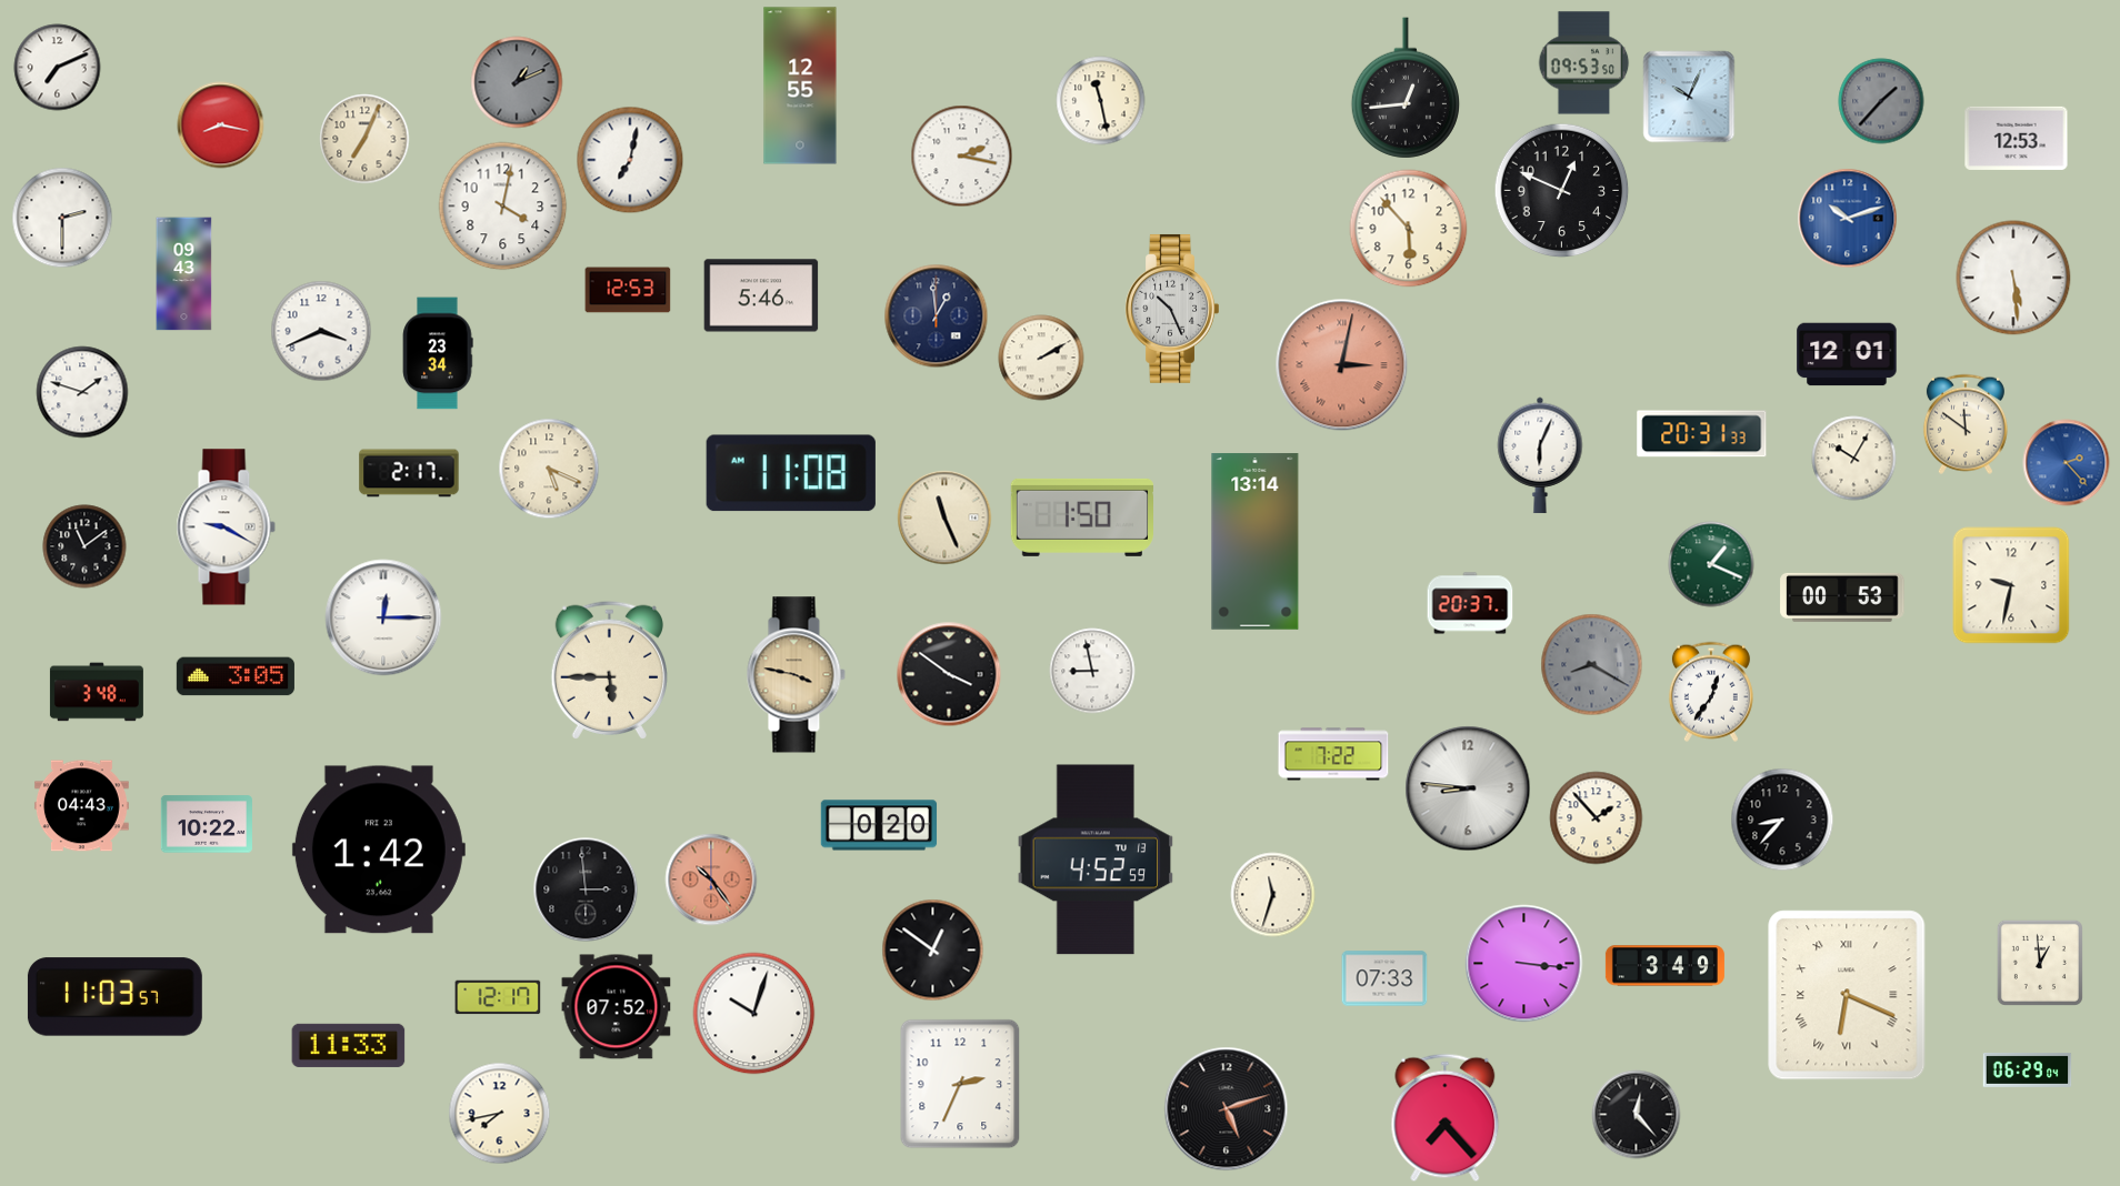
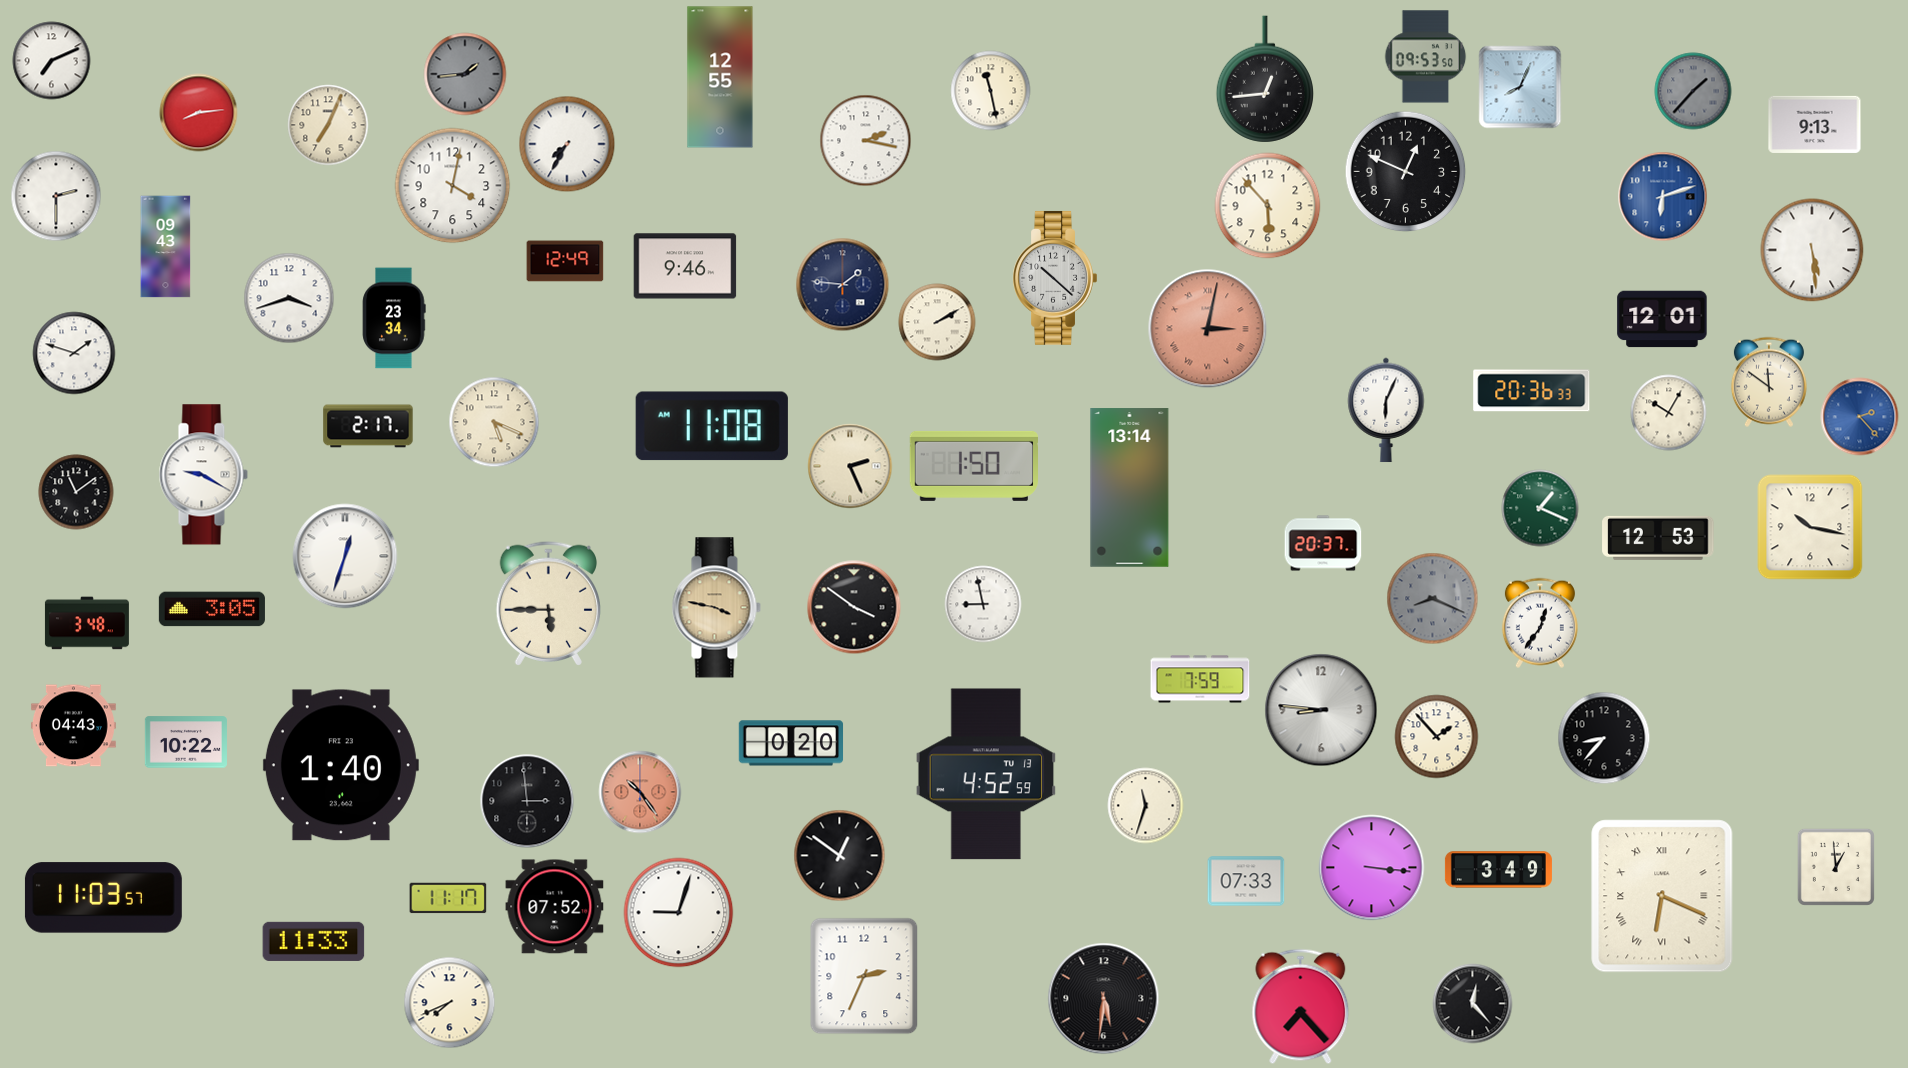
clock at (517, 82): 1:11 -> 1:44
clock at (1689, 97): 10:04 -> 8:04
clock at (221, 125): 8:17 -> 8:14
clock at (2017, 138): 12:53 -> 9:13
clock at (630, 160): 7:02 -> 7:35
clock at (1848, 219): 10:12 -> 6:12
clock at (628, 290): 12:53 -> 12:49
clock at (761, 295): 5:46 -> 9:46
clock at (1172, 309): 10:26 -> 10:22
clock at (937, 316): 12:59 -> 1:46
clock at (321, 331): 3:41 -> 3:42
clock at (1702, 434): 20:31 -> 20:36
clock at (944, 517): 11:26 -> 2:26
clock at (2011, 585): 9:32 -> 10:17
clock at (1842, 597): 00:53 -> 12:53
clock at (383, 617): 12:15 -> 12:33
clock at (1592, 665): 8:20 -> 8:19
clock at (1333, 754): 7:22 -> 7:59
clock at (379, 850): 1:42 -> 1:40
clock at (498, 997): 12:17 -> 11:17
clock at (754, 1014): 10:03 -> 9:03
clock at (2028, 1069): 06:29 -> none
clock at (1227, 1109): 5:12 -> 5:31
clock at (500, 1114): 7:43 -> 7:41
